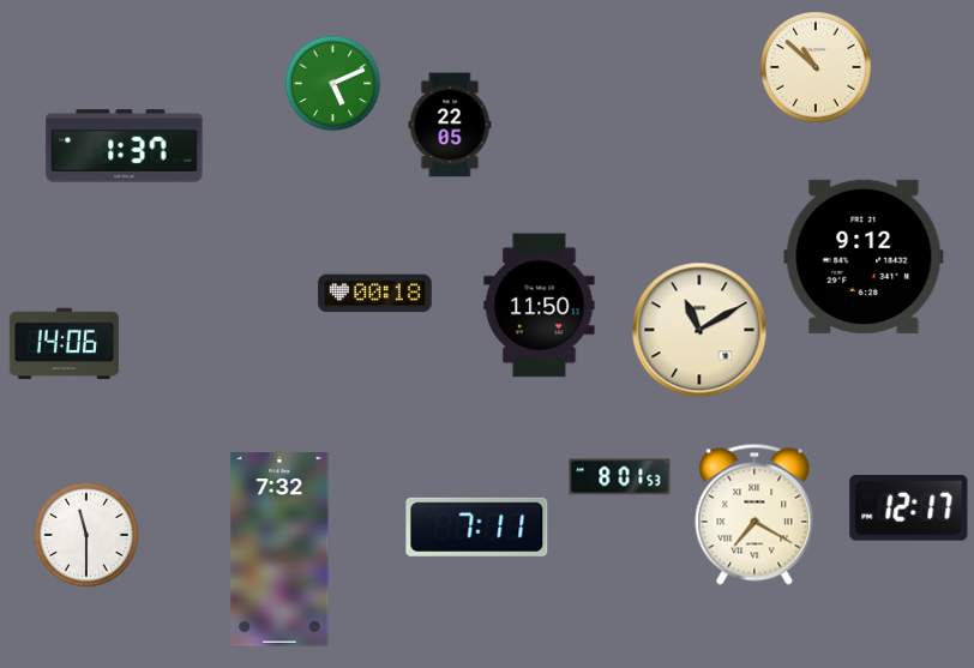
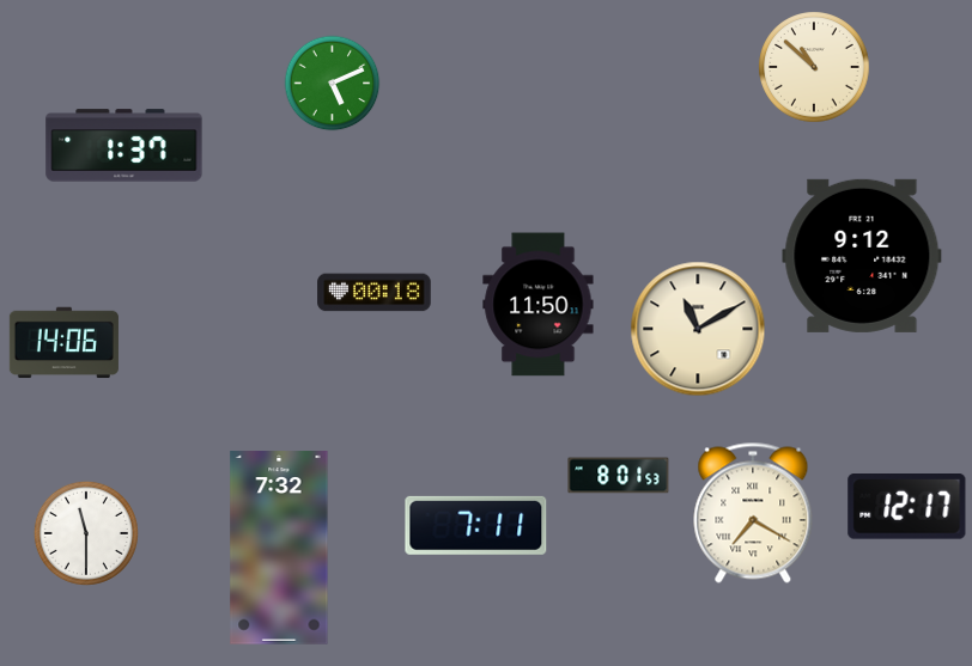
clock at (450, 125): 22:05 -> none
